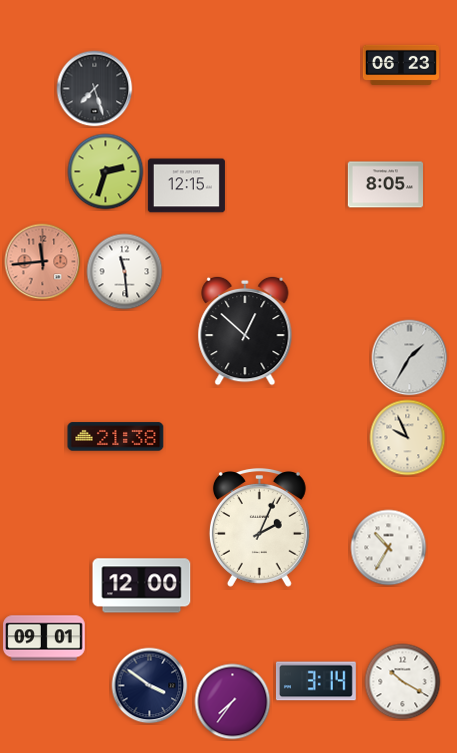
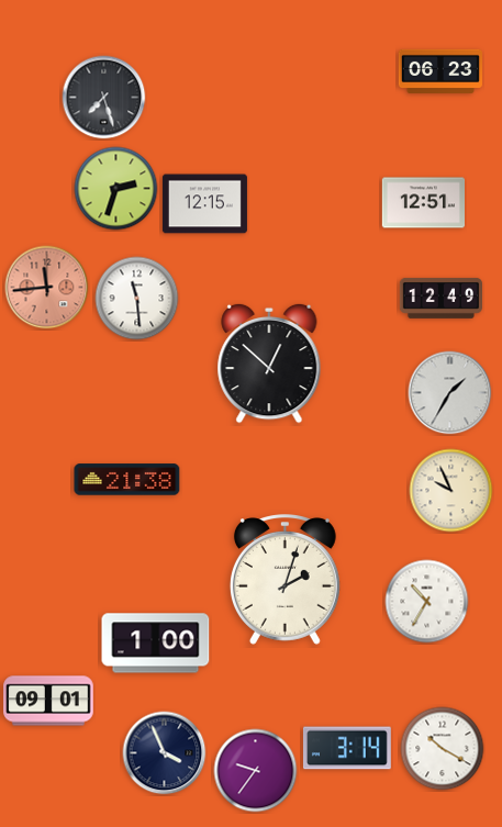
clock at (385, 185): 8:05 -> 12:51
clock at (440, 298): none -> 12:49
clock at (408, 438) position: (408, 438) -> (451, 491)
clock at (259, 528): 2:04 -> 2:03
clock at (142, 586): 12:00 -> 1:00
clock at (150, 686): 3:51 -> 3:56
clock at (233, 702): 7:36 -> 9:36
